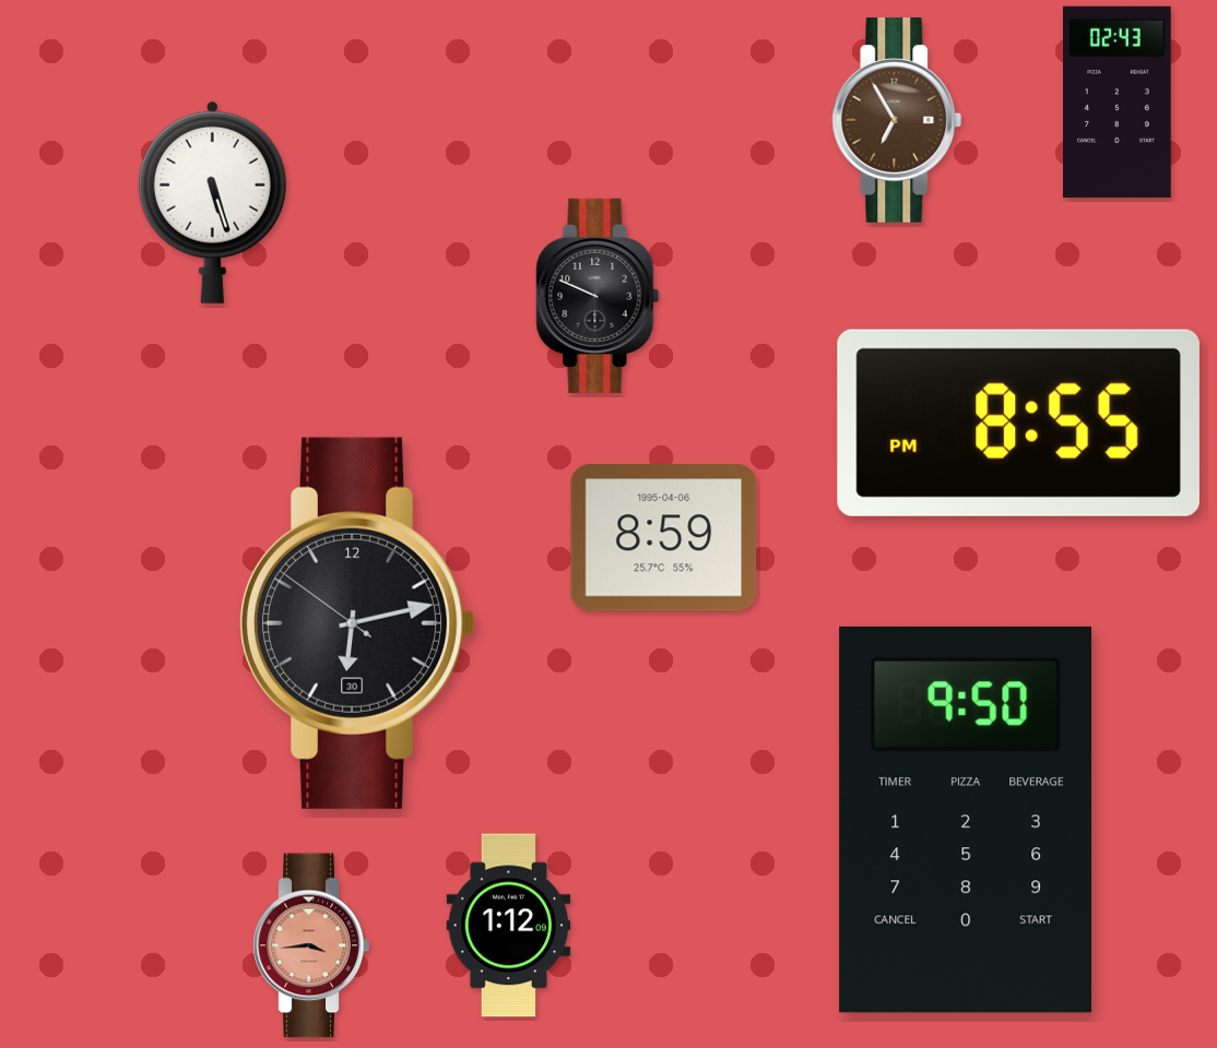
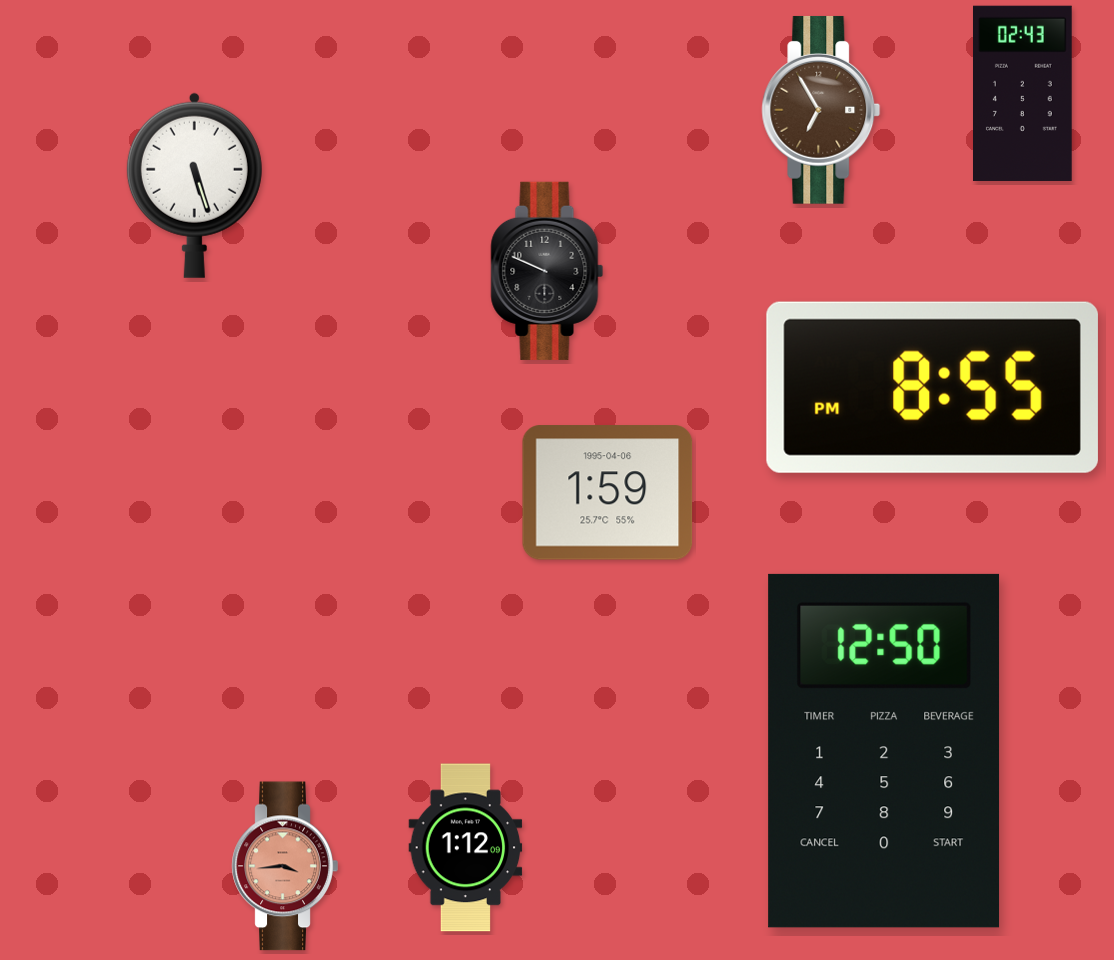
clock at (664, 538): 8:59 -> 1:59
clock at (357, 623): 6:12 -> none
clock at (966, 820): 9:50 -> 12:50
